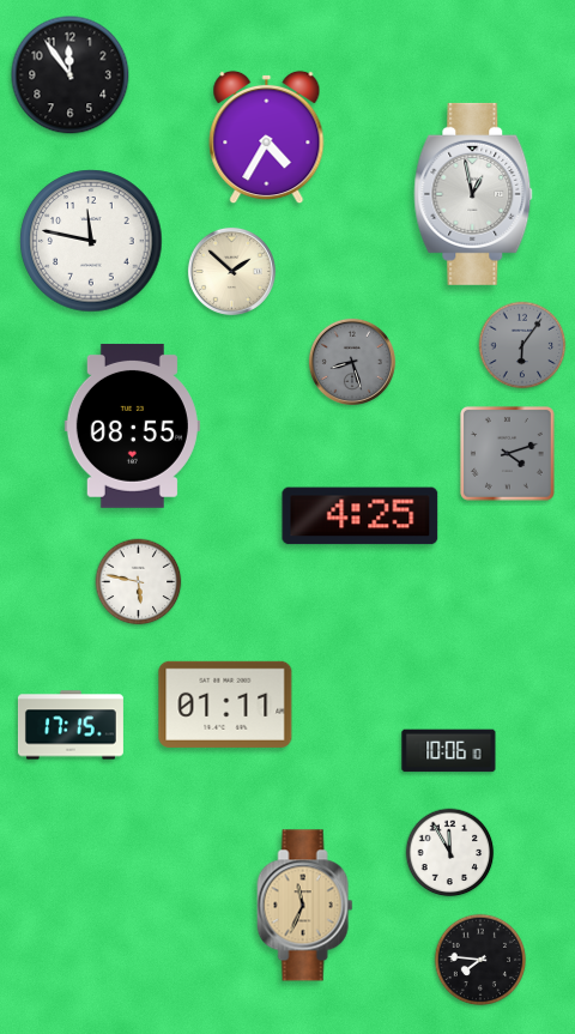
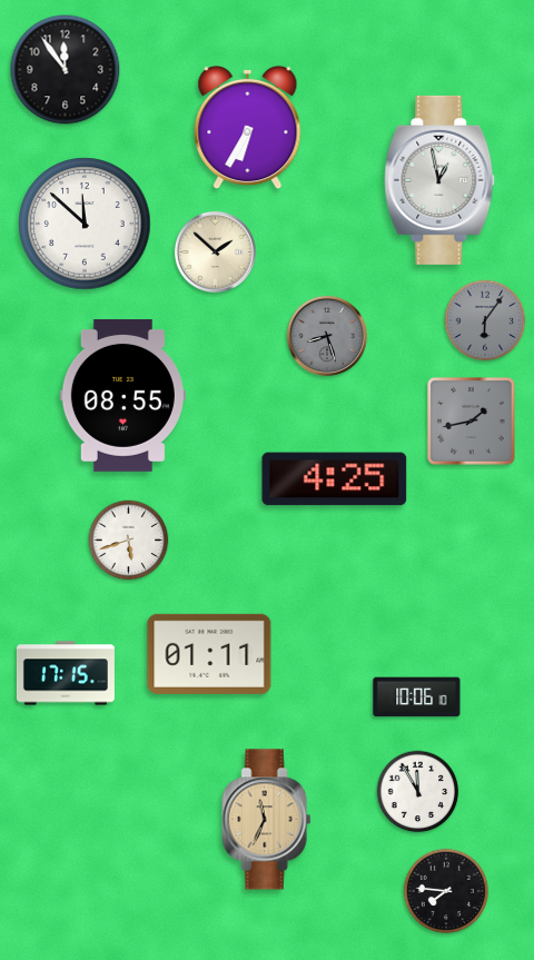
clock at (267, 138): 4:35 -> 6:35
clock at (91, 241): 11:47 -> 11:52
clock at (507, 454): 4:12 -> 1:43
clock at (139, 582): 5:47 -> 5:42
clock at (305, 906) position: (305, 906) -> (267, 820)
